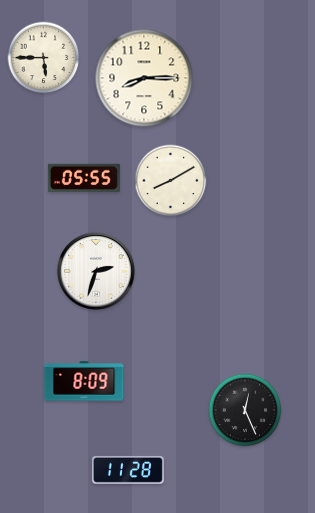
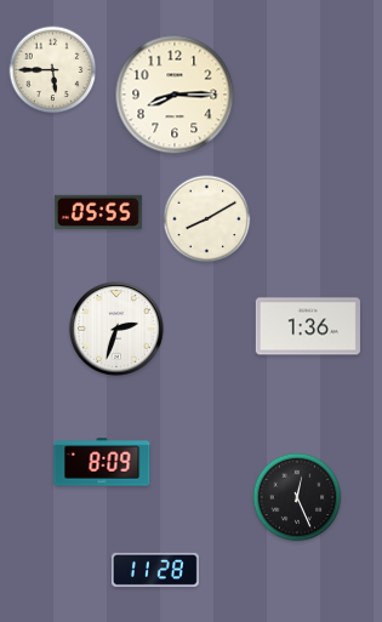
clock at (84, 177) position: (84, 177) -> (98, 211)
clock at (308, 326): none -> 1:36
